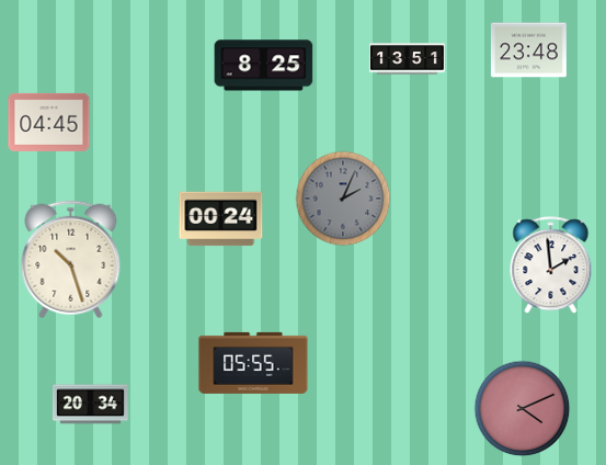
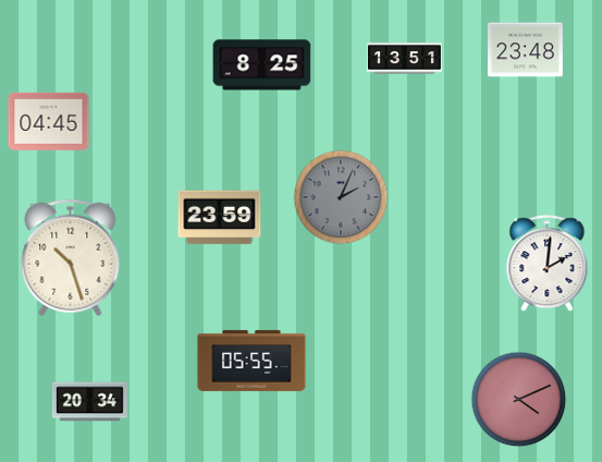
clock at (221, 219): 00:24 -> 23:59
clock at (551, 265): 1:59 -> 2:01
clock at (523, 409) position: (523, 409) -> (519, 400)
